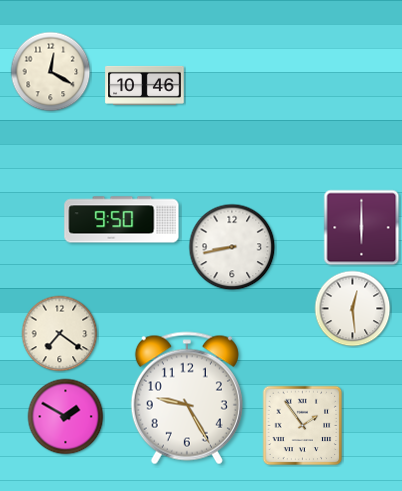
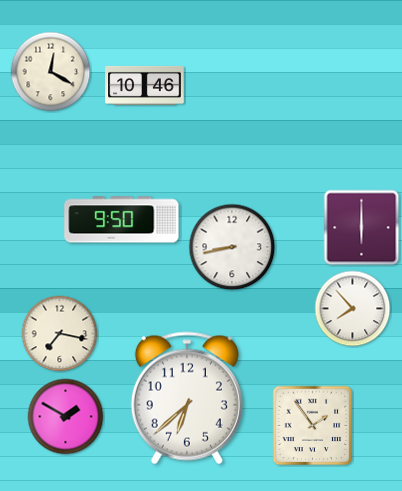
clock at (353, 309): 12:29 -> 7:53
clock at (60, 334): 7:21 -> 7:17
clock at (187, 398): 9:25 -> 6:38
clock at (303, 426) position: (303, 426) -> (313, 426)
